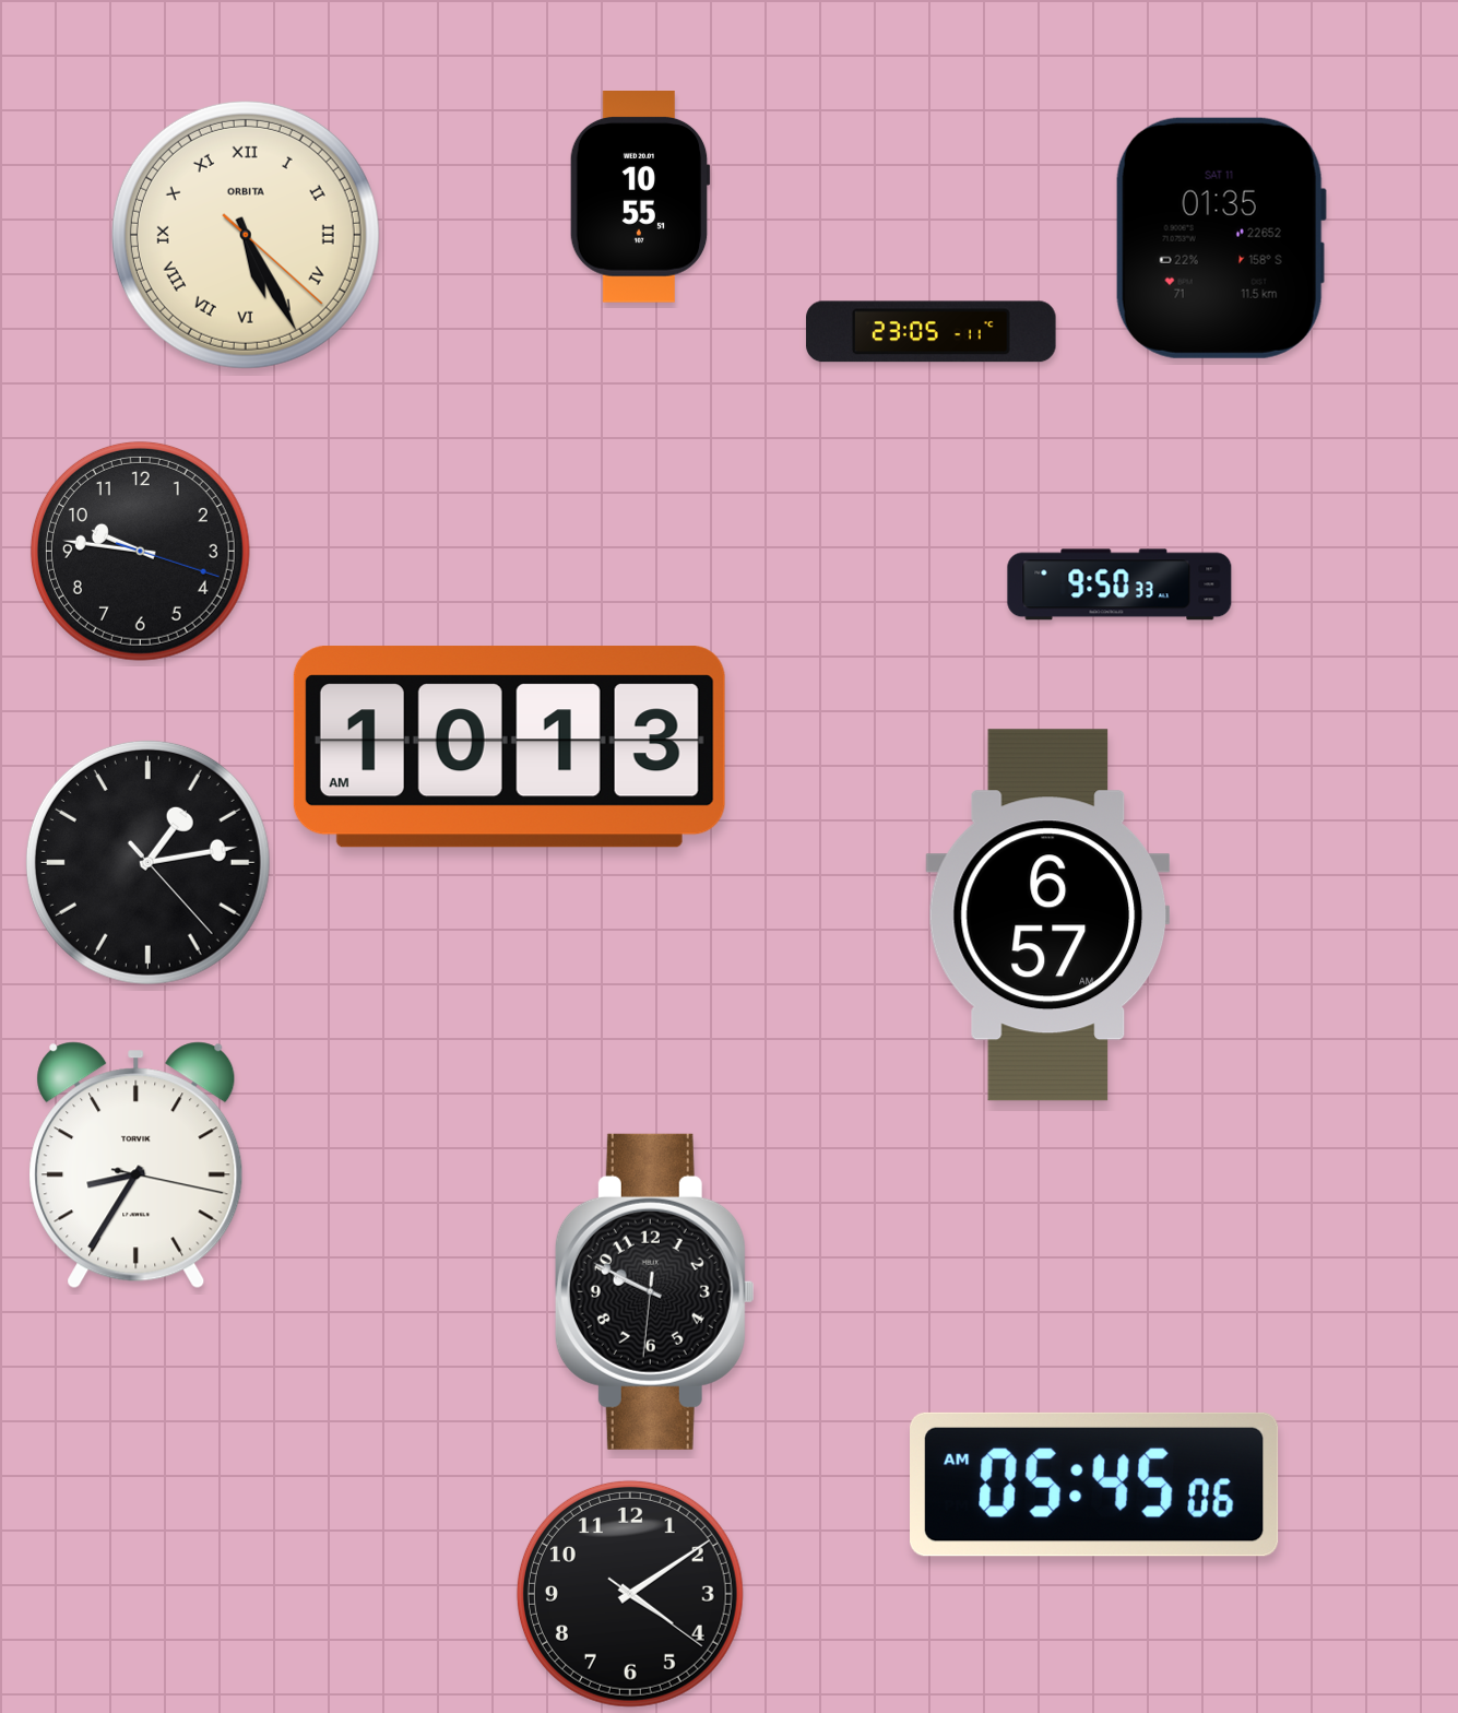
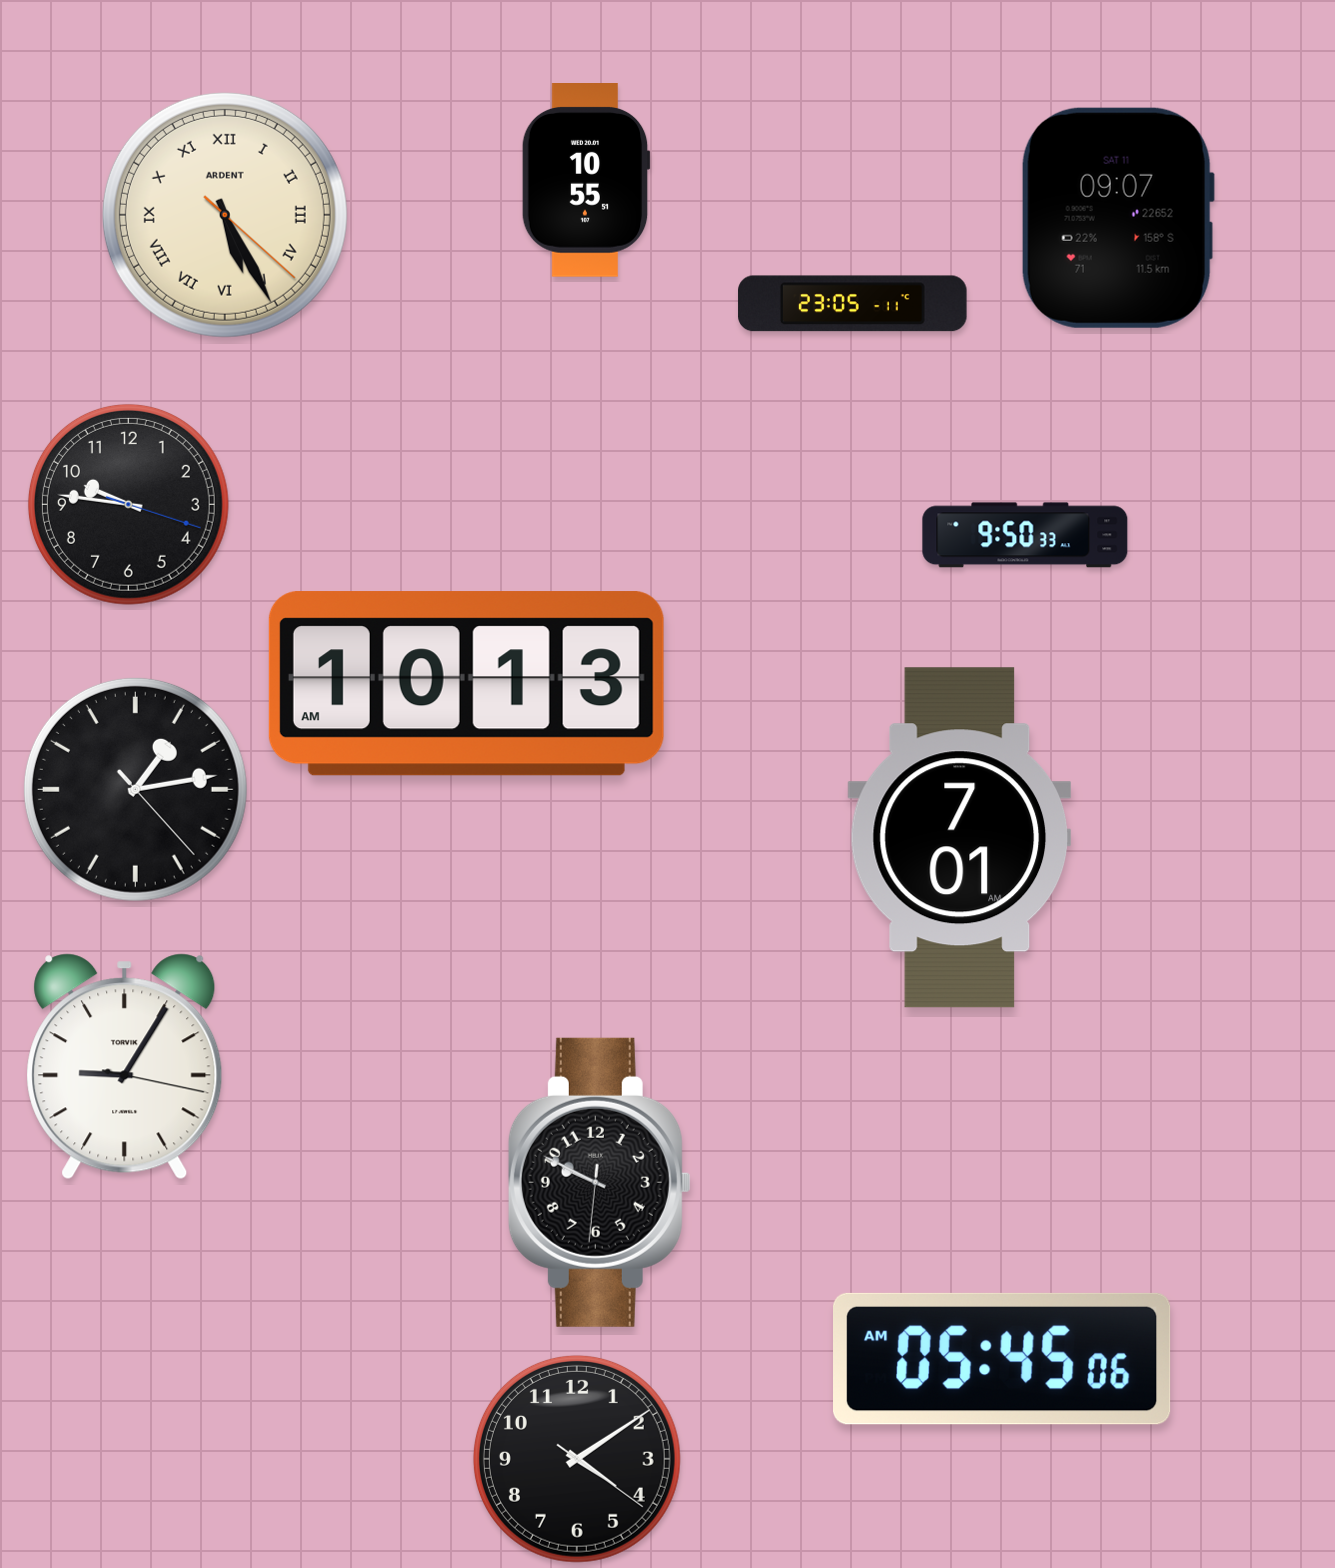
clock at (246, 235) brand: ORBITA -> ARDENT
clock at (1221, 238): 01:35 -> 09:07
clock at (1048, 915): 6:57 -> 7:01
clock at (137, 1166): 8:35 -> 9:05
